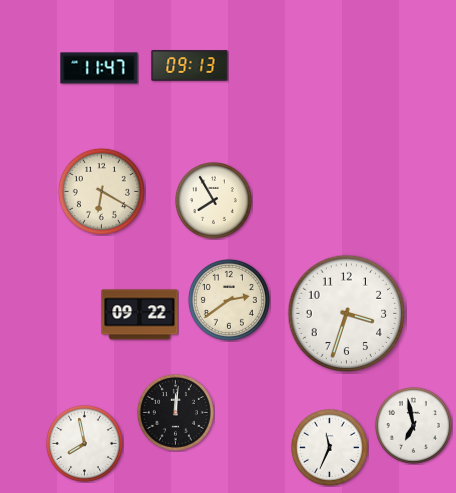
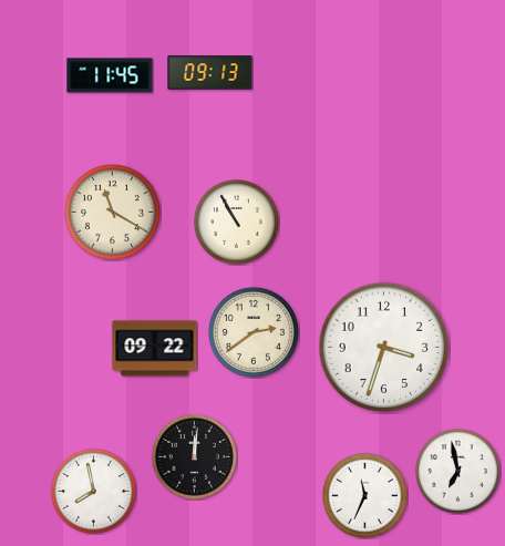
clock at (99, 68): 11:47 -> 11:45
clock at (101, 191): 6:20 -> 11:20
clock at (213, 200): 7:55 -> 10:55
